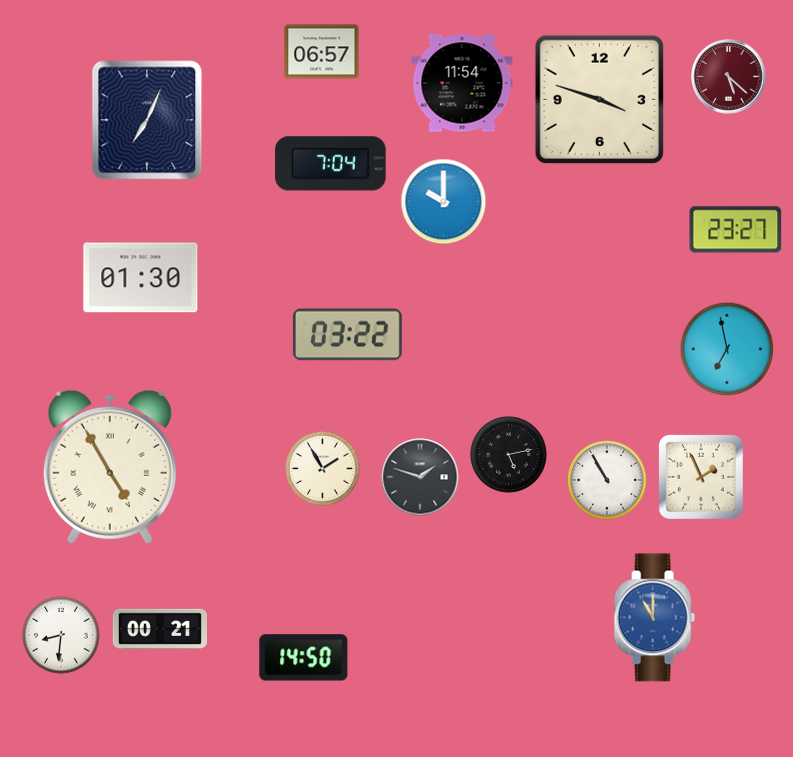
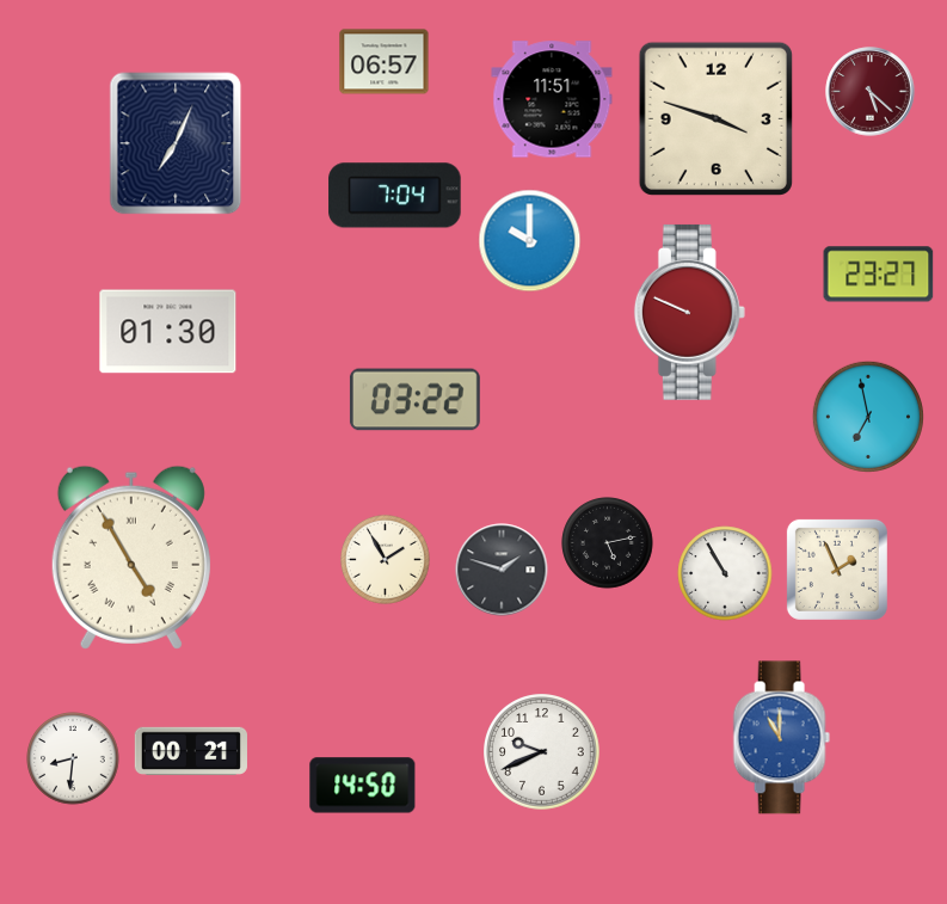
clock at (462, 83): 11:54 -> 11:51
clock at (689, 312): none -> 9:49
clock at (542, 752): none -> 9:41
